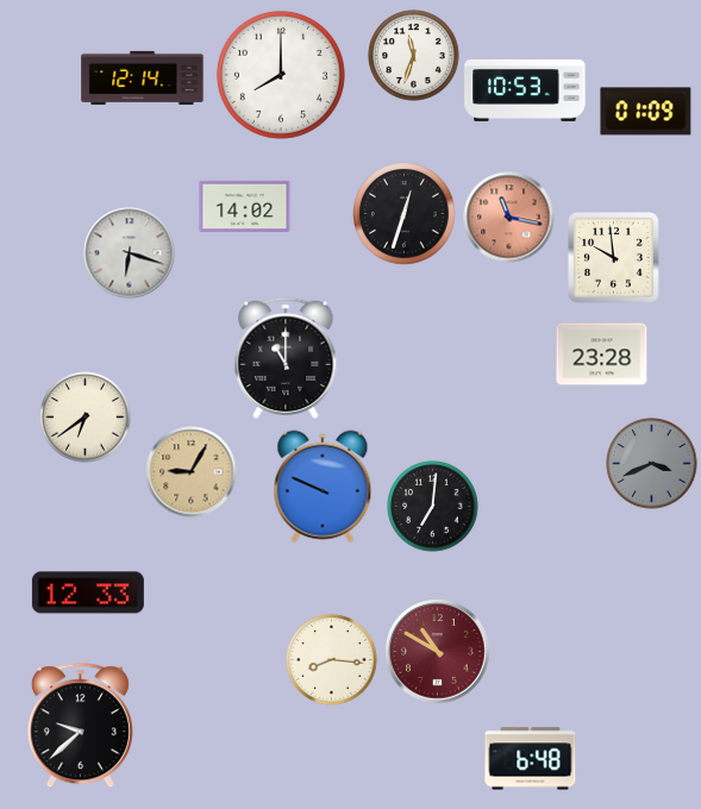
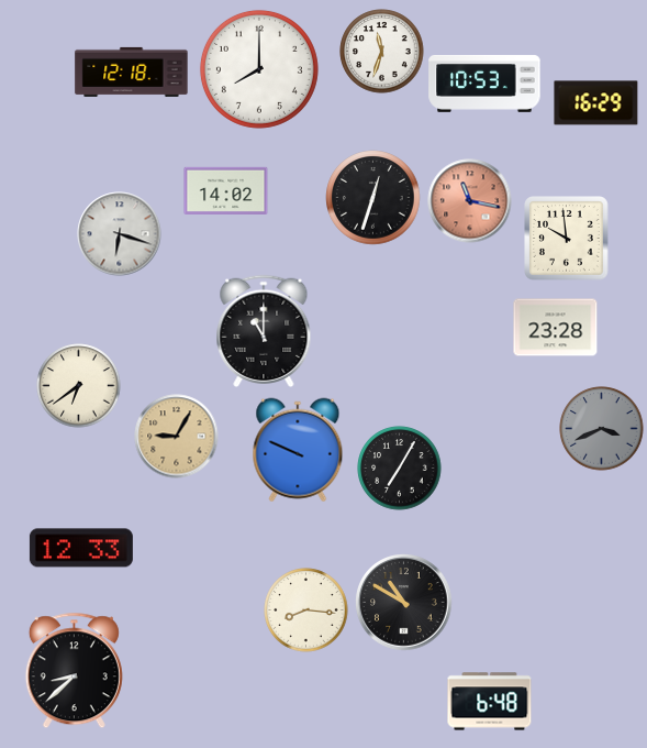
clock at (143, 77): 12:14 -> 12:18
clock at (646, 112): 01:09 -> 16:29
clock at (433, 507): 7:01 -> 7:05
clock at (438, 652) dial: burgundy -> black
clock at (80, 726): 9:38 -> 8:38
